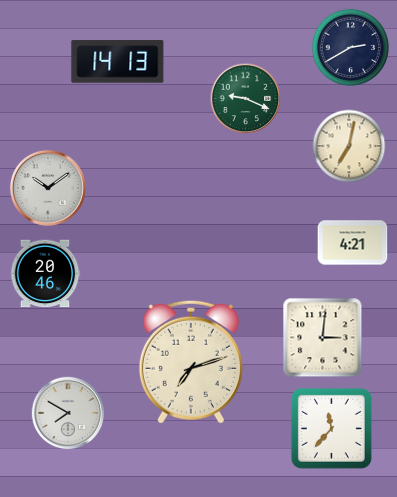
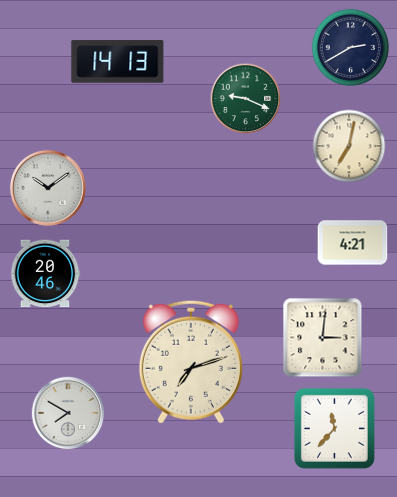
clock at (331, 428) position: (331, 428) -> (334, 428)
